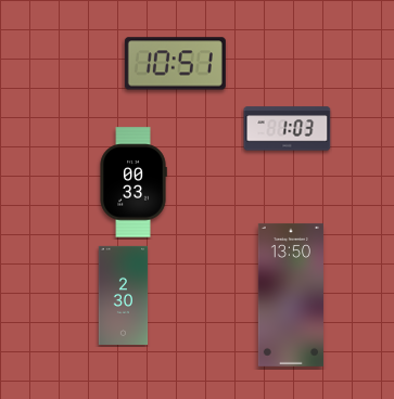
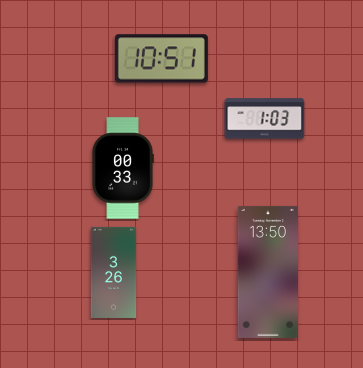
clock at (124, 295): 2:30 -> 3:26
